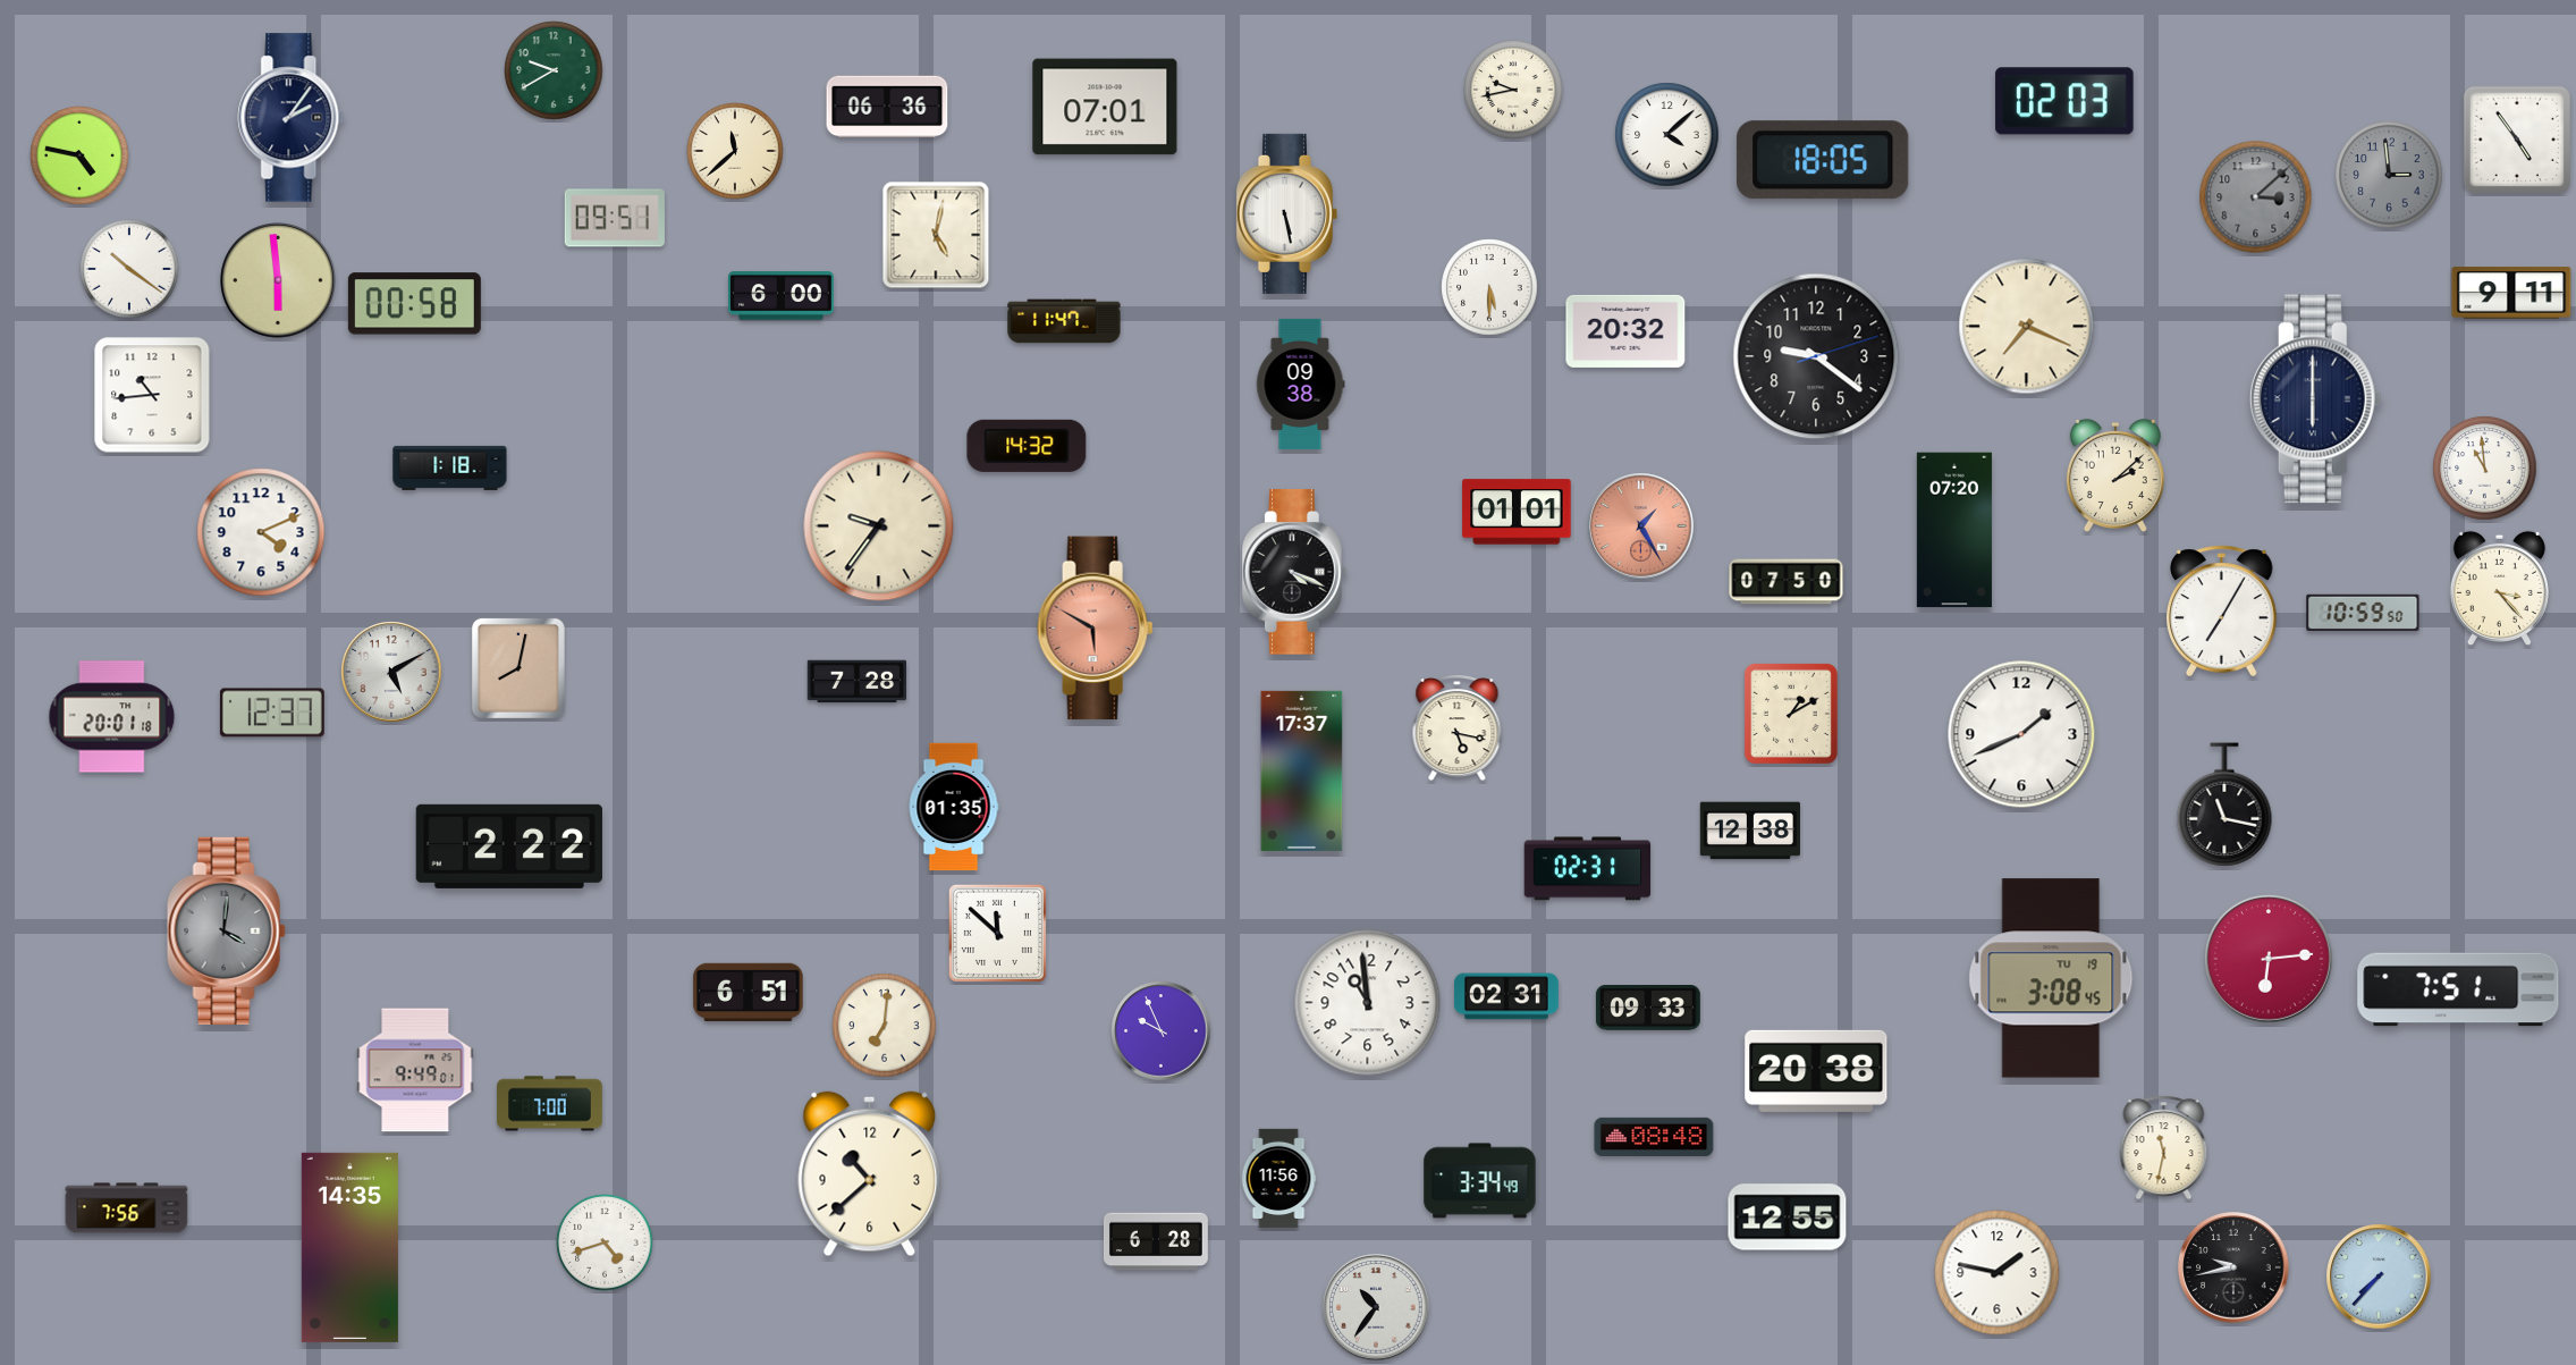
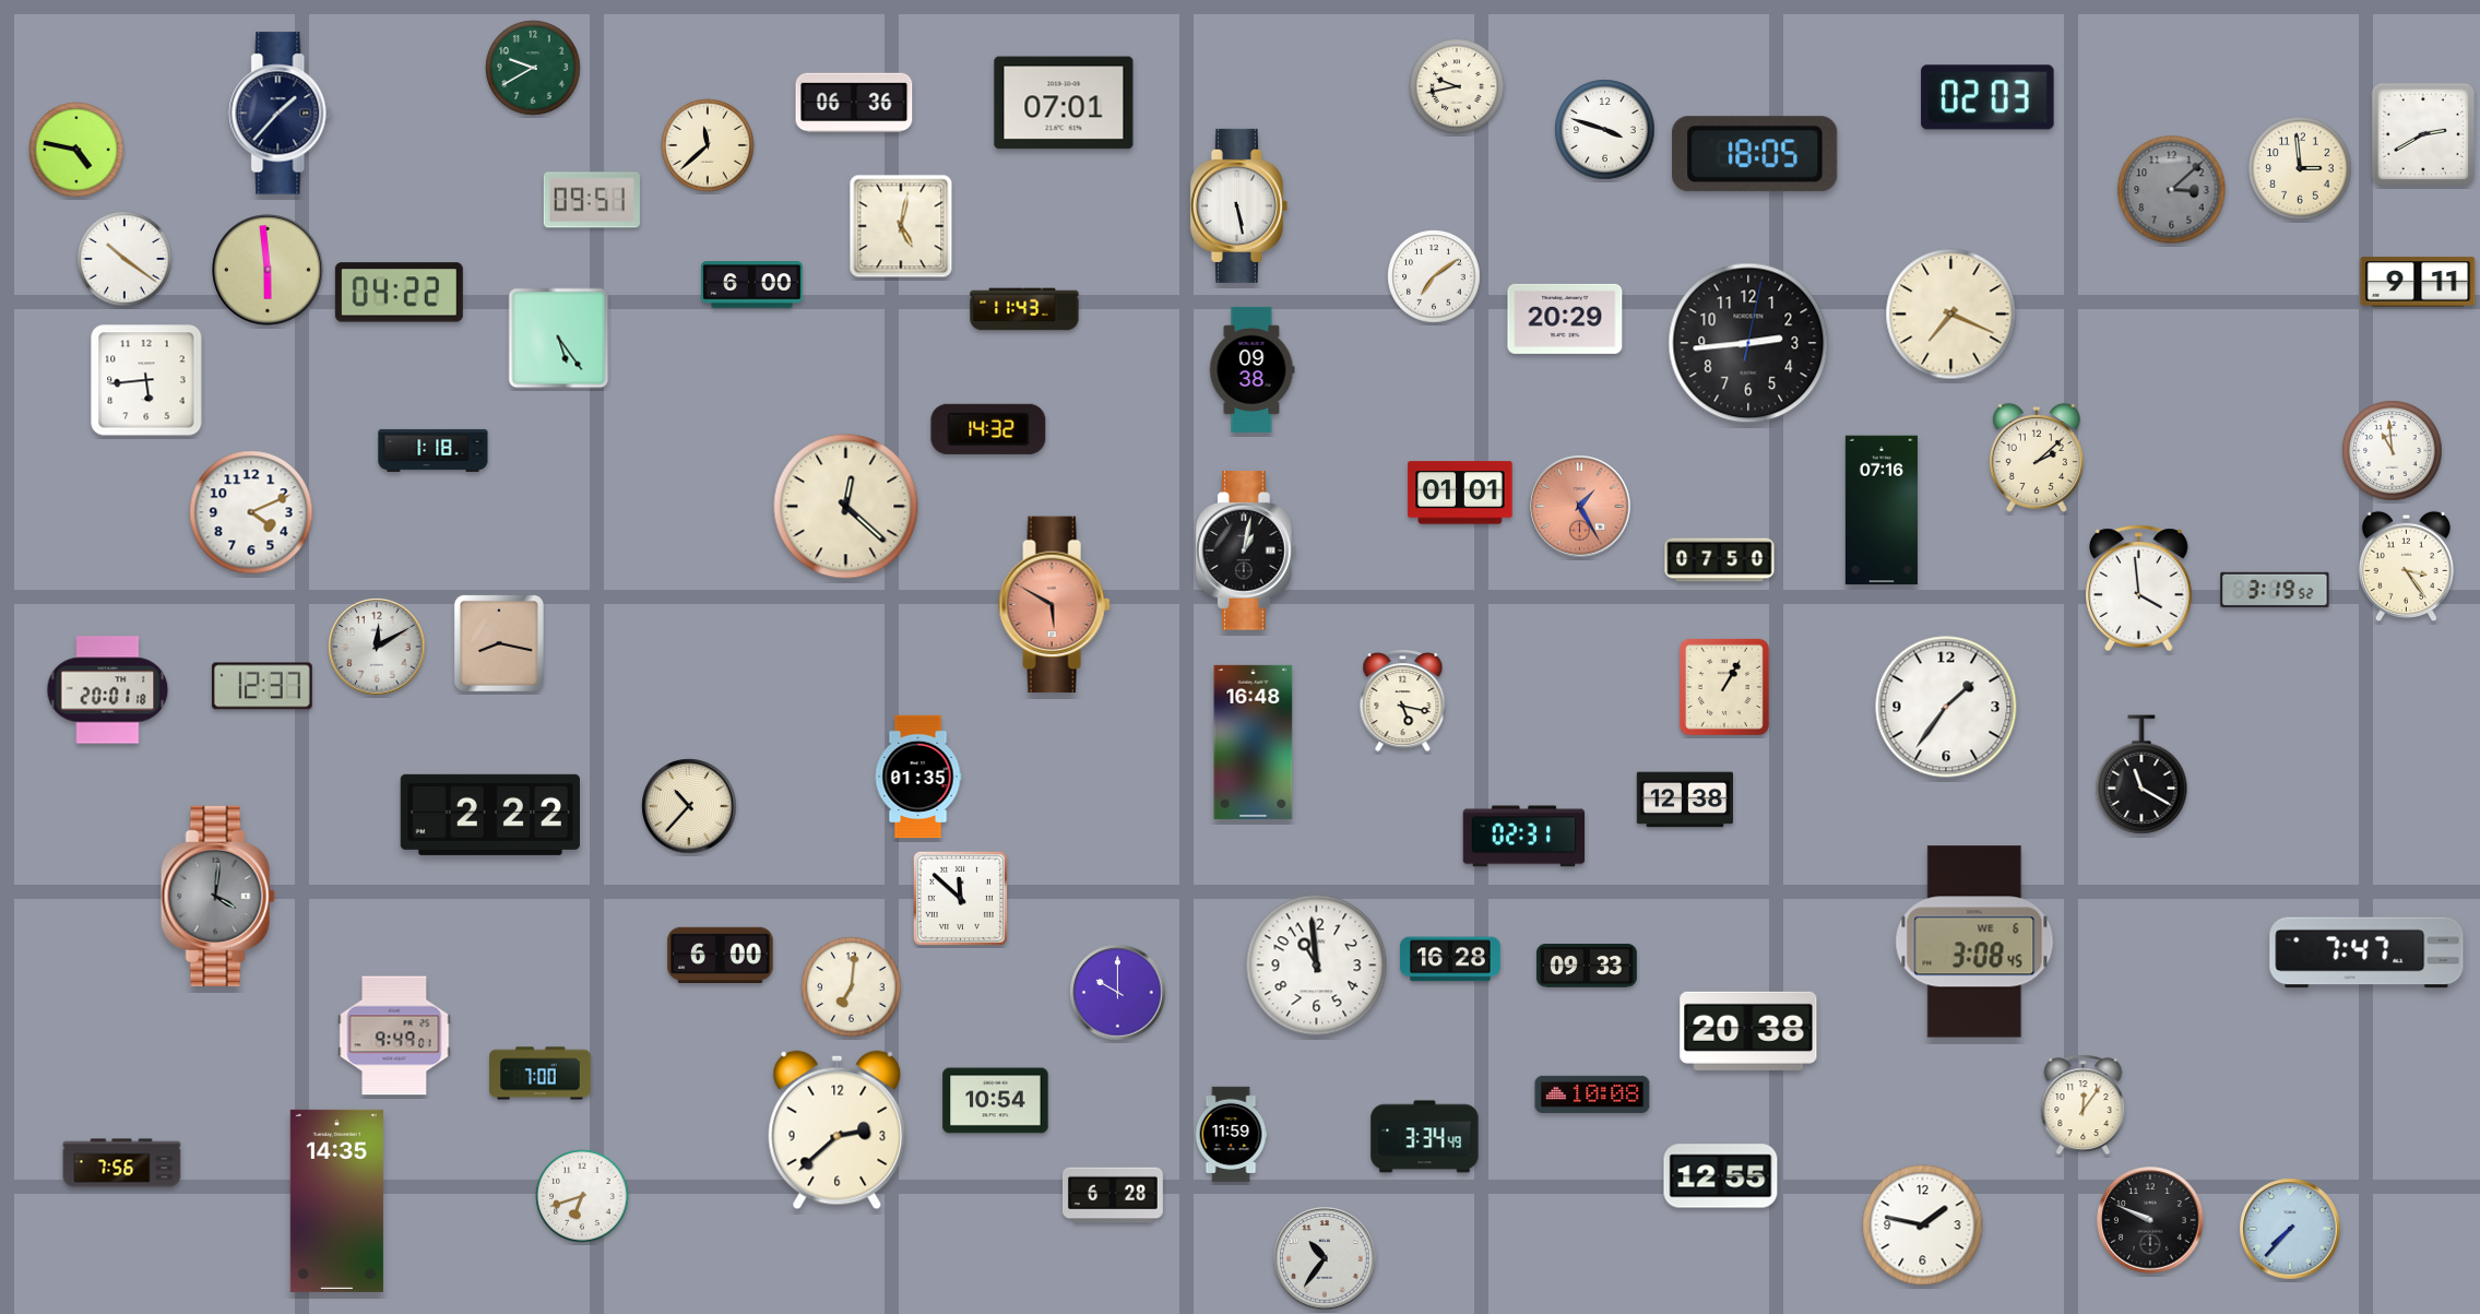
clock at (292, 118): 2:06 -> 1:37
clock at (1667, 135): 4:08 -> 3:48
clock at (2516, 138): 4:54 -> 2:40
clock at (2389, 175) dial: grey -> cream
clock at (615, 218) position: (615, 218) -> (592, 200)
clock at (1489, 287): 5:30 -> 7:09
clock at (414, 304): 00:58 -> 04:22
clock at (1064, 321): 11:47 -> 11:43
clock at (1625, 331): 20:32 -> 20:29
clock at (559, 339): none -> 5:24
clock at (1816, 356): 9:21 -> 2:44
clock at (152, 395): 10:44 -> 5:44
clock at (2315, 399): 6:00 -> none
clock at (879, 526): 9:36 -> 12:22
clock at (1954, 530): 07:20 -> 07:16
clock at (1294, 573): 4:19 -> 1:02
clock at (2499, 588): 3:23 -> 3:24
clock at (2222, 612): 7:05 -> 3:59
clock at (2363, 612): 10:59 -> 3:19
clock at (518, 668): 8:02 -> 8:17
clock at (391, 672): 5:10 -> 12:10
clock at (858, 682): 7:28 -> none
clock at (1791, 714): 1:10 -> 1:05
clock at (2021, 734): 1:41 -> 1:36
clock at (1302, 770): 17:37 -> 16:48
clock at (2224, 804): 11:17 -> 11:20
clock at (689, 806): none -> 10:37
clock at (1588, 869) position: (1588, 869) -> (1524, 837)
clock at (2269, 959): 6:14 -> none
clock at (2051, 978) date: TU 19 -> WE 6
clock at (2458, 989): 7:51 -> 7:47
clock at (749, 992): 6:51 -> 6:00
clock at (1506, 996): 02:31 -> 16:28
clock at (1648, 1009) position: (1648, 1009) -> (1587, 967)
clock at (1162, 1031): 9:56 -> 10:00
clock at (415, 1070) position: (415, 1070) -> (394, 1035)
clock at (550, 1104) position: (550, 1104) -> (541, 1074)
clock at (1654, 1137): 08:48 -> 10:08
clock at (996, 1101): none -> 10:54
clock at (2164, 1148): 11:32 -> 12:06
clock at (870, 1174): 10:38 -> 2:38
clock at (1278, 1179): 11:56 -> 11:59
clock at (1788, 1217) position: (1788, 1217) -> (1721, 1176)
clock at (605, 1242): 4:42 -> 6:42
clock at (2233, 1267): 9:43 -> 9:49
